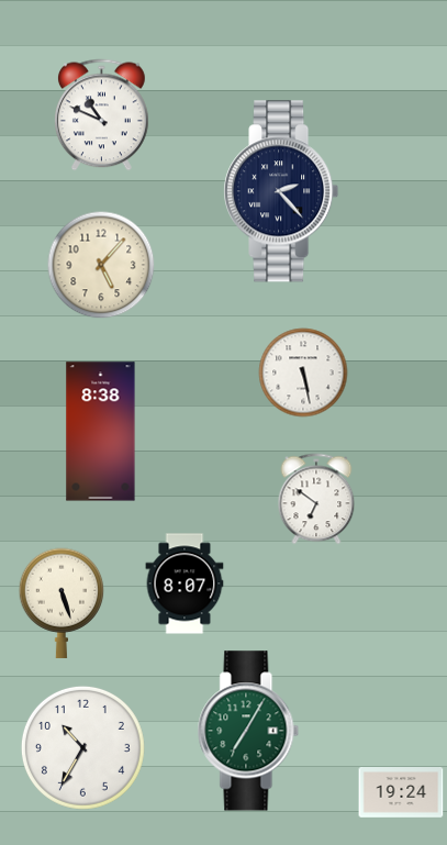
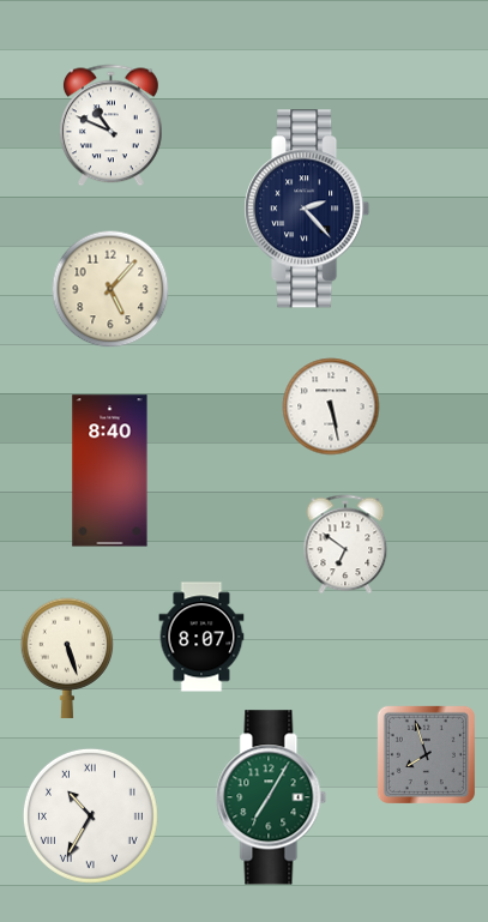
clock at (101, 432): 8:38 -> 8:40
clock at (426, 754): none -> 7:57
clock at (82, 747) numerals: Arabic -> Roman
clock at (401, 793): 19:24 -> none
